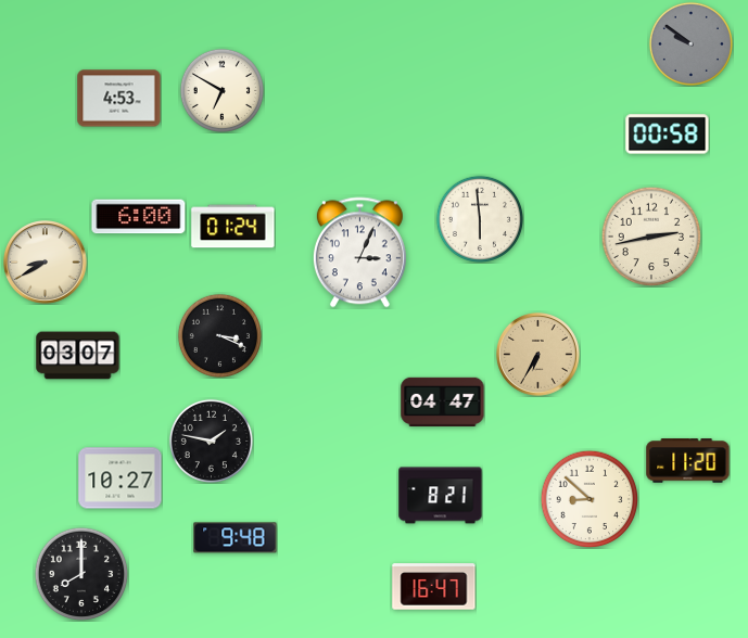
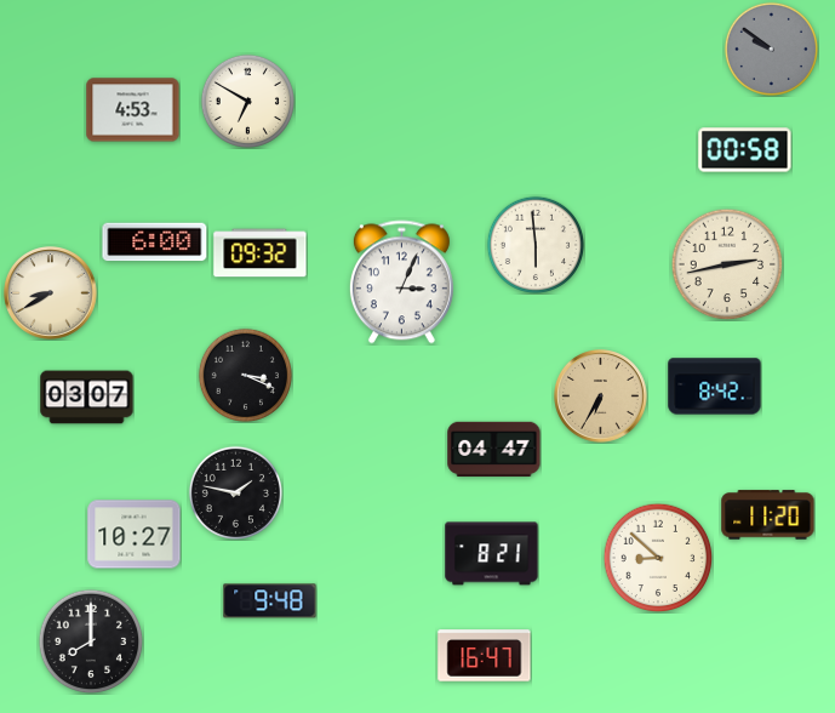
clock at (233, 227): 01:24 -> 09:32
clock at (715, 387): none -> 8:42
clock at (236, 538) position: (236, 538) -> (270, 601)
